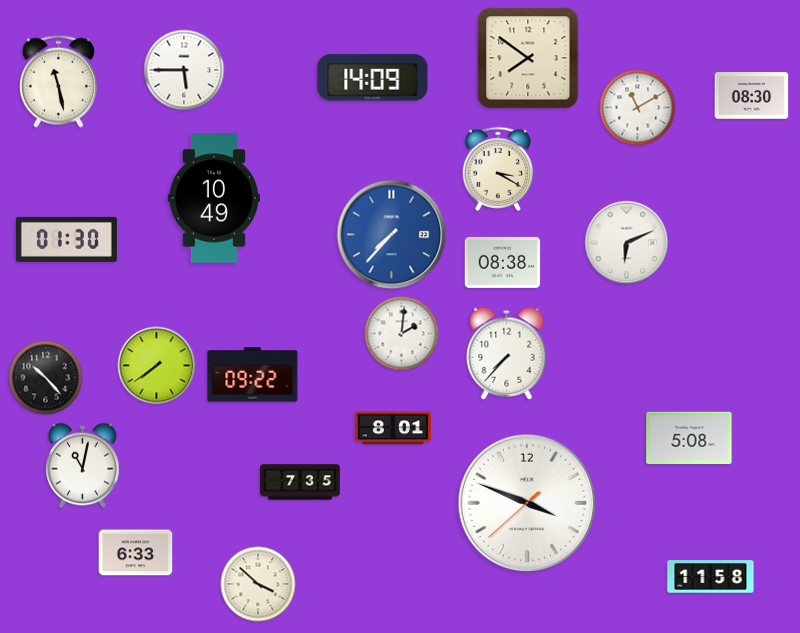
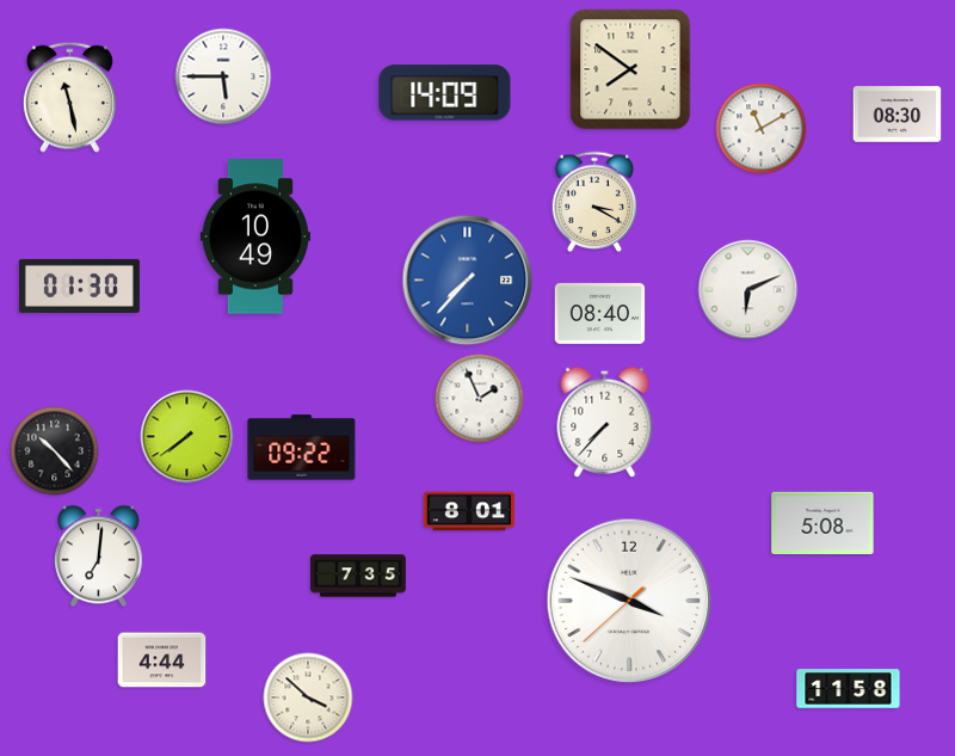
clock at (184, 70) position: (184, 70) -> (223, 76)
clock at (503, 262): 08:38 -> 08:40
clock at (402, 334): 2:01 -> 1:56
clock at (83, 466): 11:02 -> 7:01
clock at (136, 553): 6:33 -> 4:44
